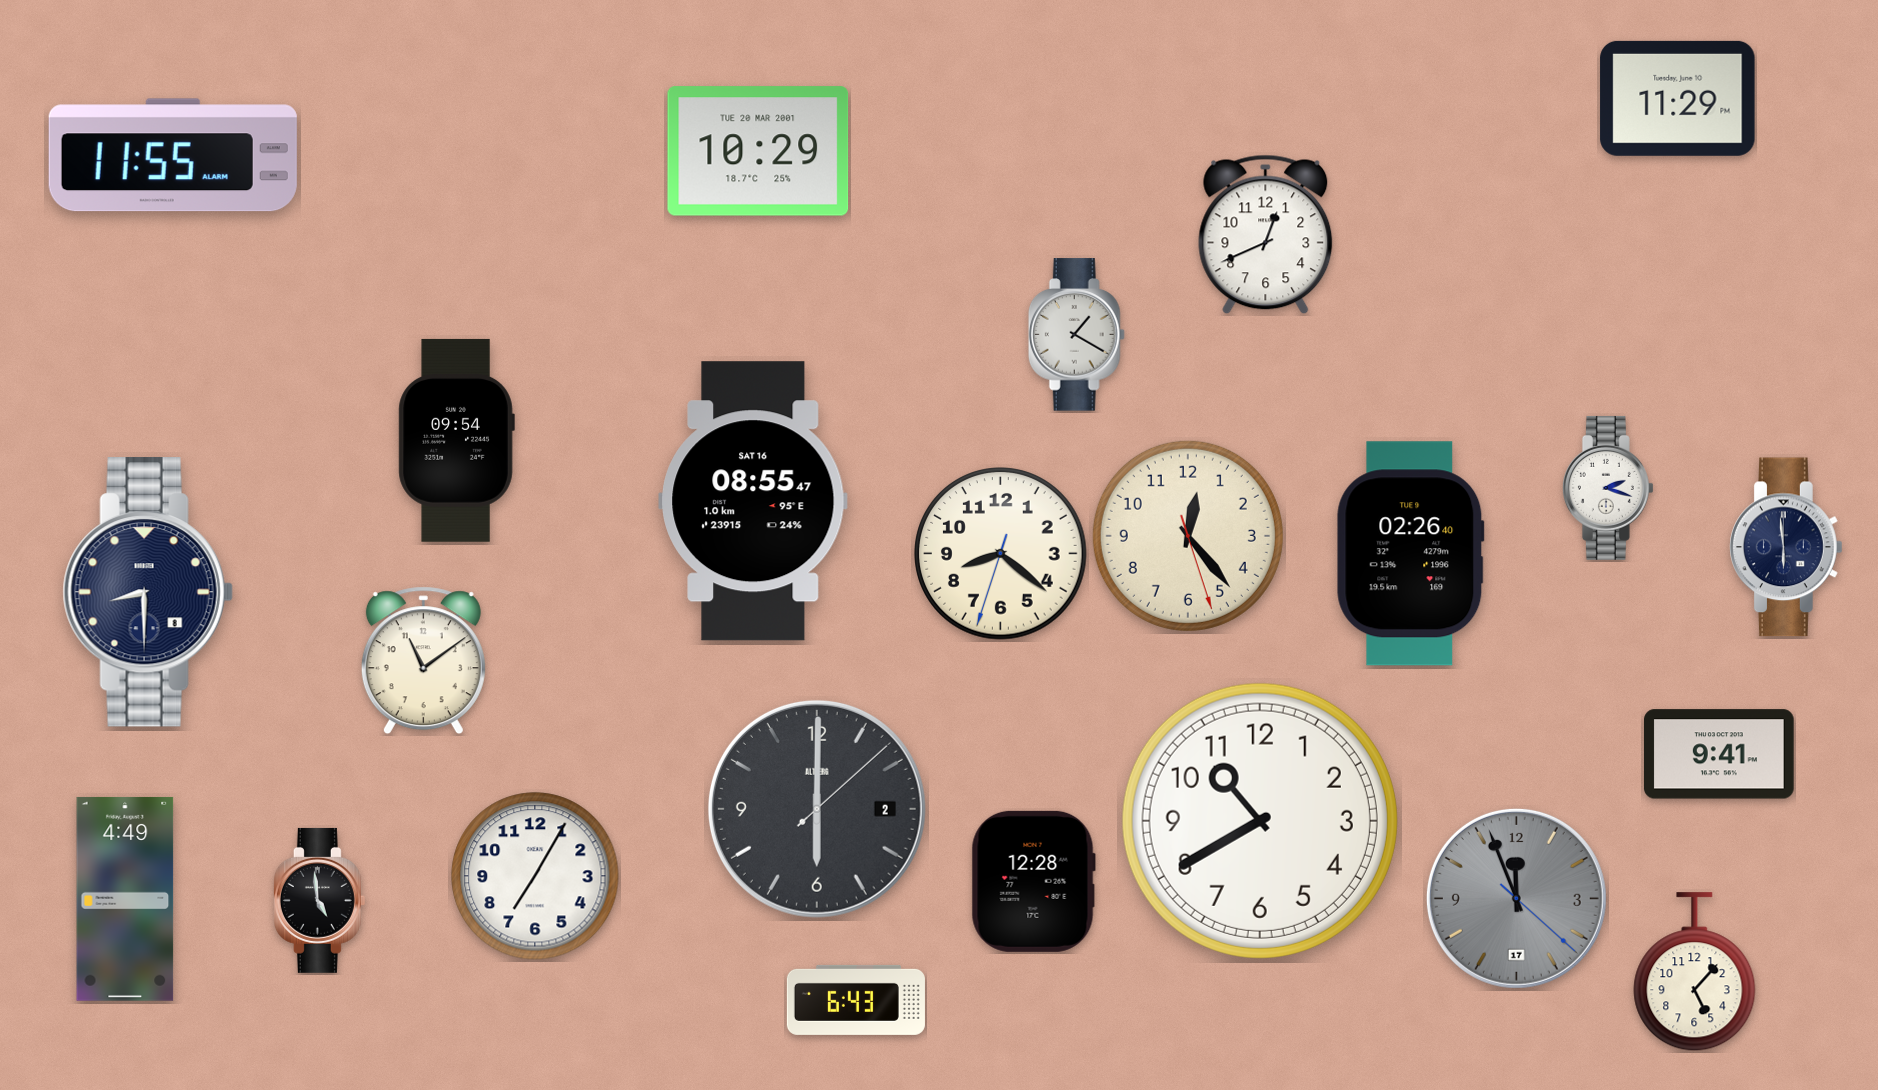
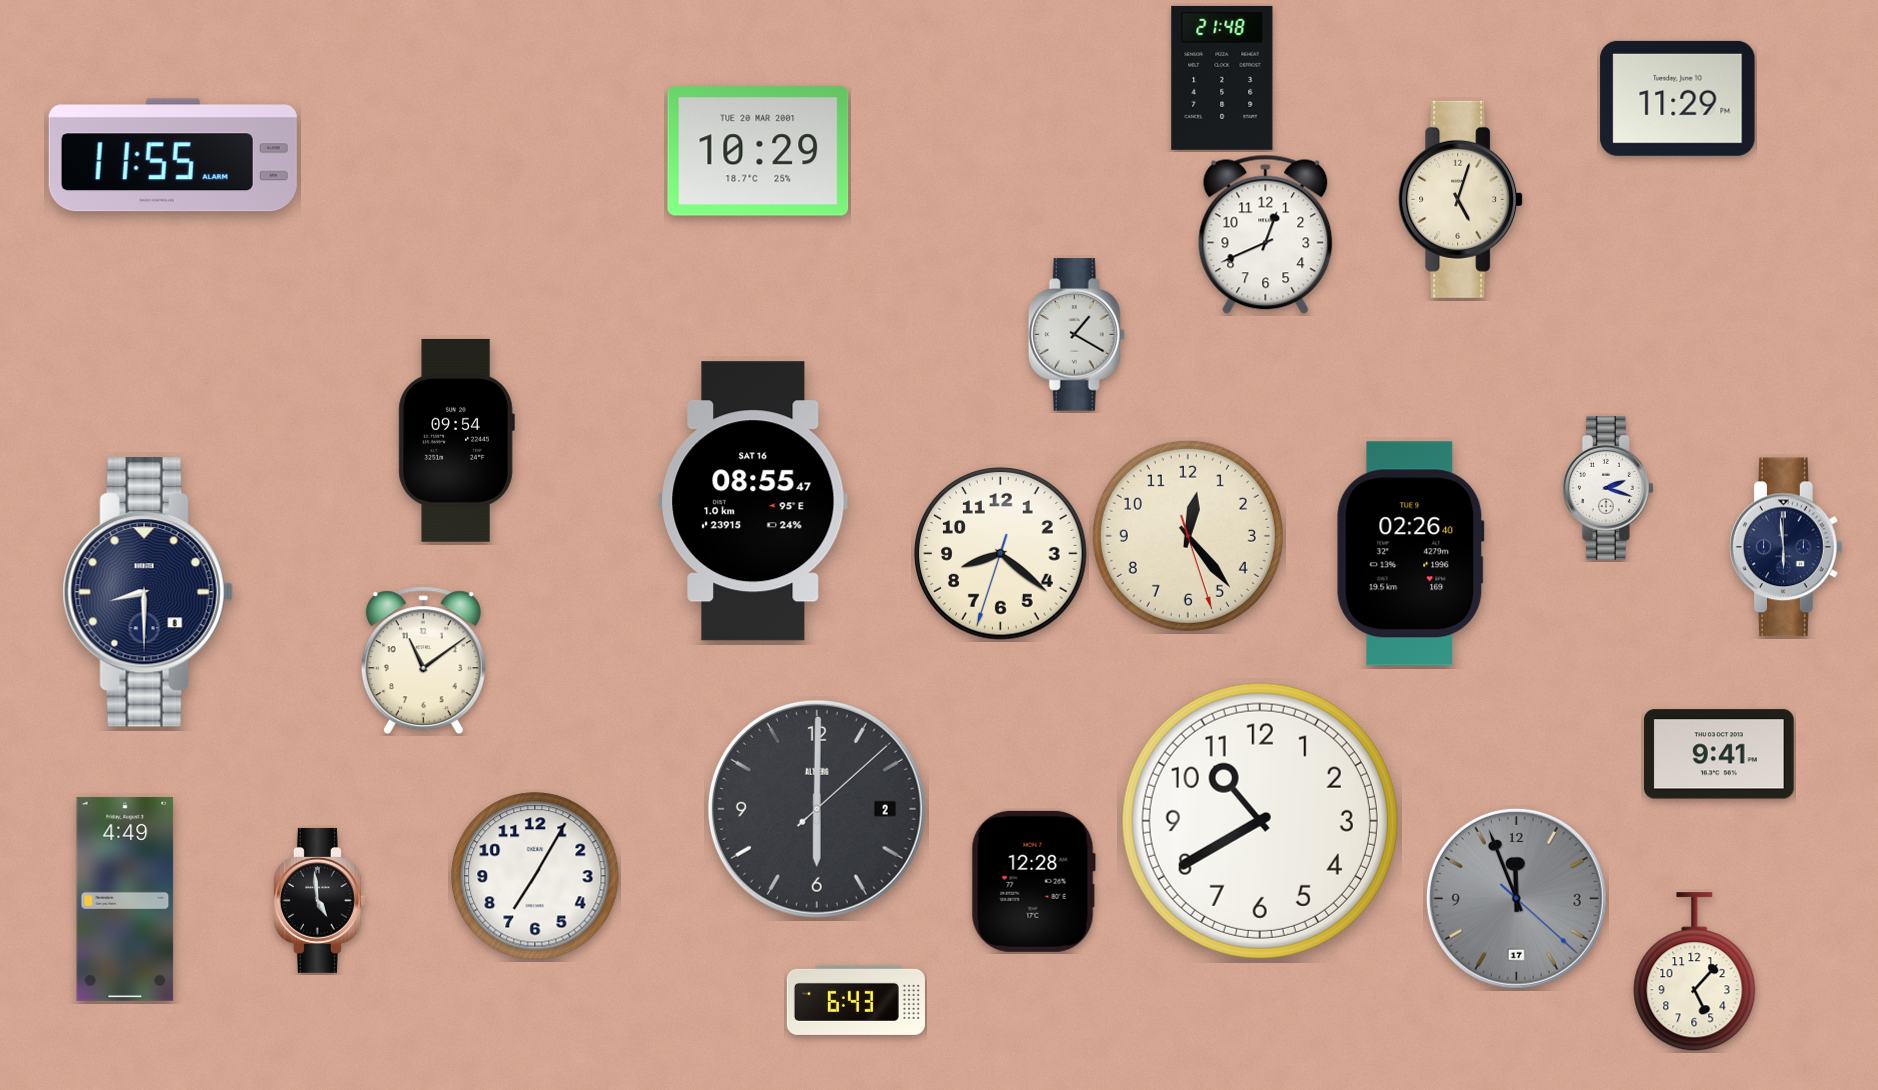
clock at (1222, 78): none -> 21:48
clock at (1461, 199): none -> 5:03
